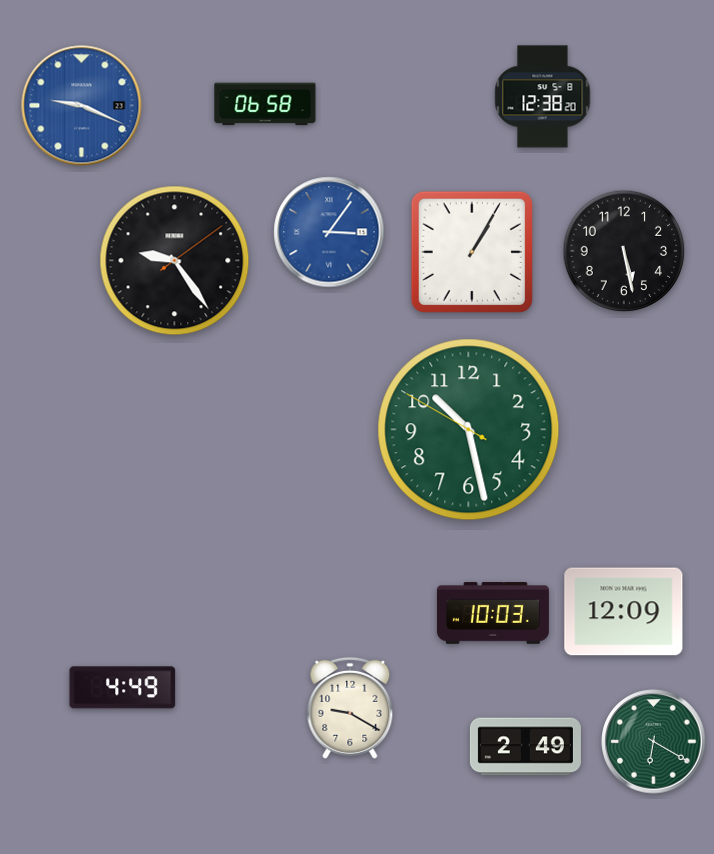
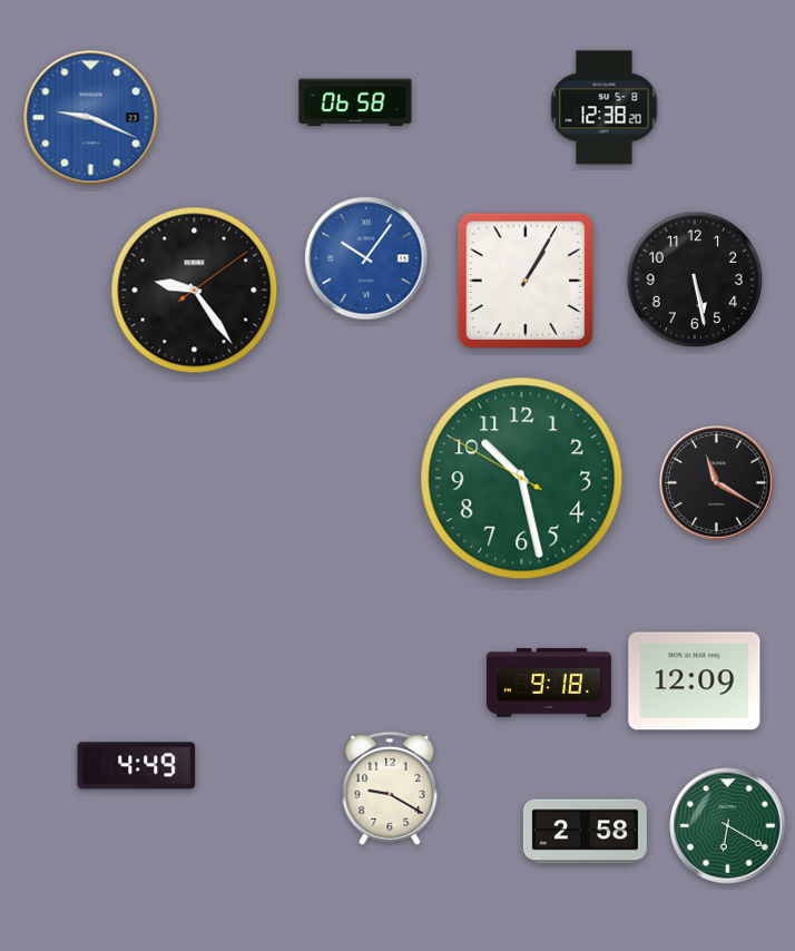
clock at (265, 104) position: (265, 104) -> (355, 102)
clock at (329, 232): 3:06 -> 10:06
clock at (717, 483): none -> 11:20
clock at (493, 613): 10:03 -> 9:18
clock at (525, 747): 2:49 -> 2:58
